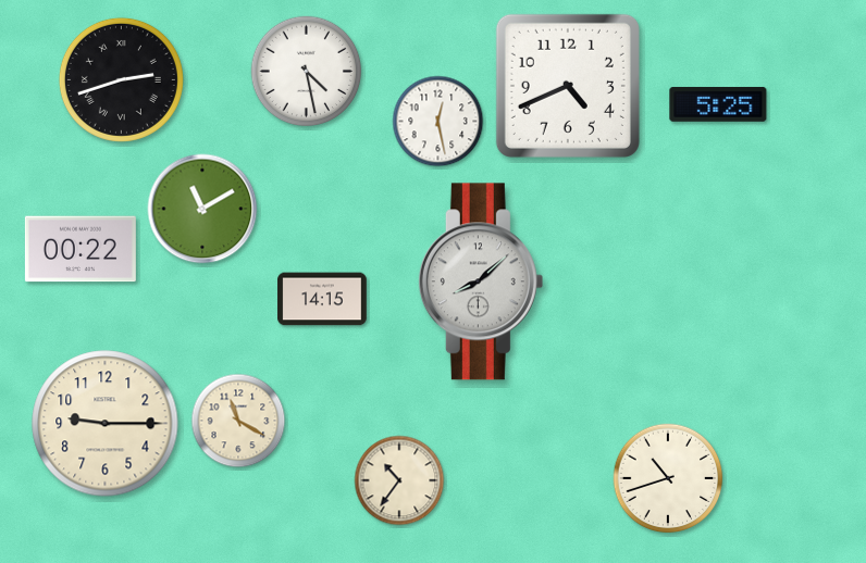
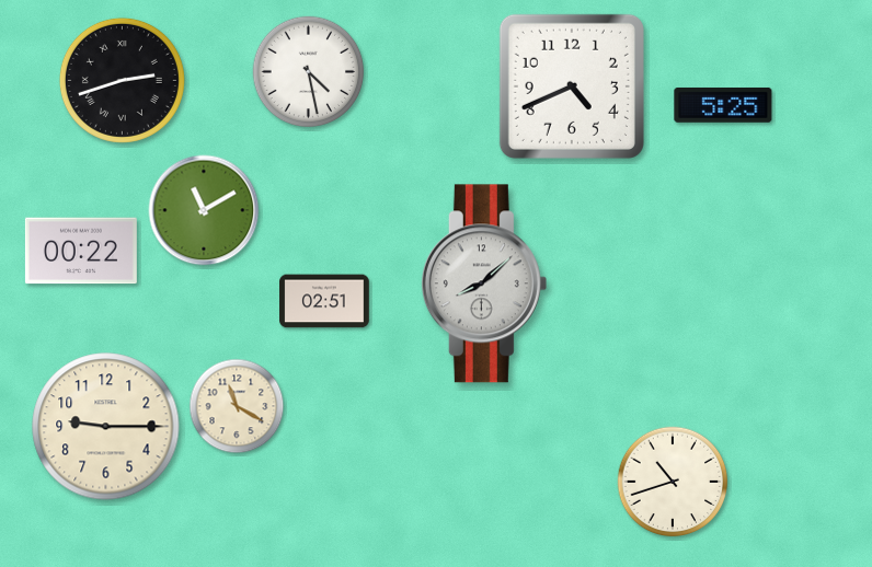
clock at (438, 122): 12:28 -> none
clock at (322, 299): 14:15 -> 02:51
clock at (238, 421) position: (238, 421) -> (237, 406)
clock at (399, 480): 10:36 -> none
